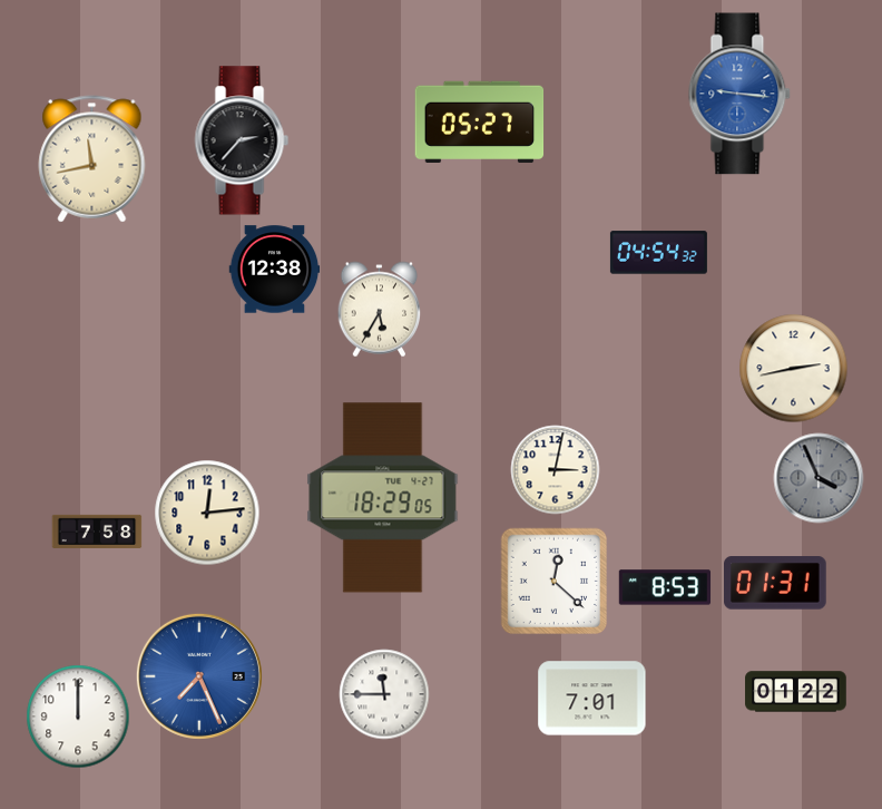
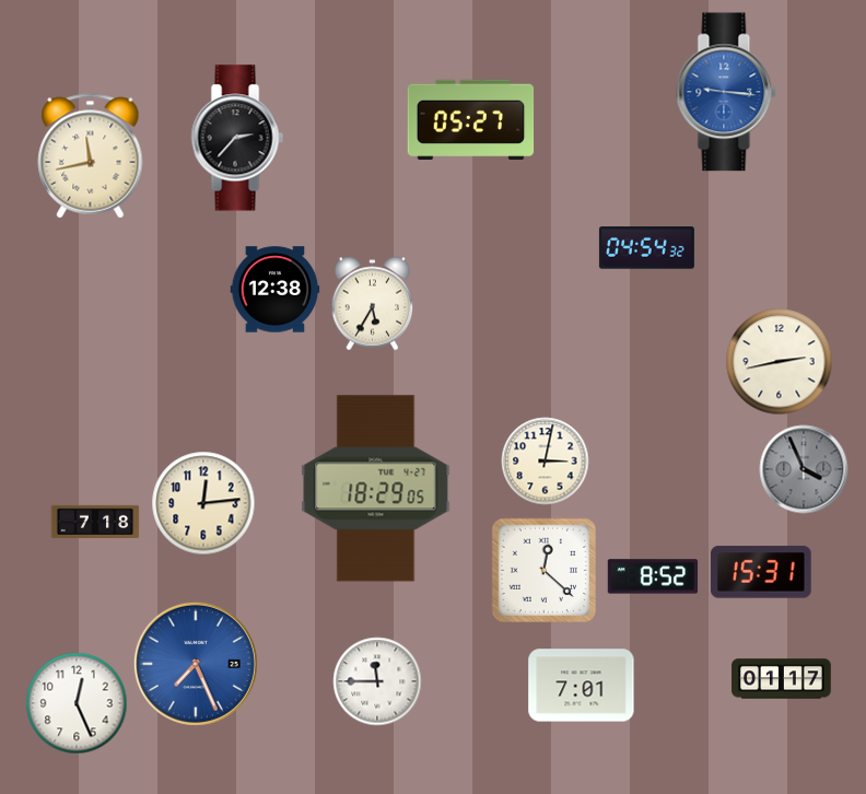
clock at (275, 270) position: (275, 270) -> (276, 290)
clock at (97, 532): 7:58 -> 7:18
clock at (776, 583): 01:31 -> 15:31
clock at (665, 587): 8:53 -> 8:52
clock at (796, 692): 01:22 -> 01:17
clock at (78, 717): 12:00 -> 12:26
